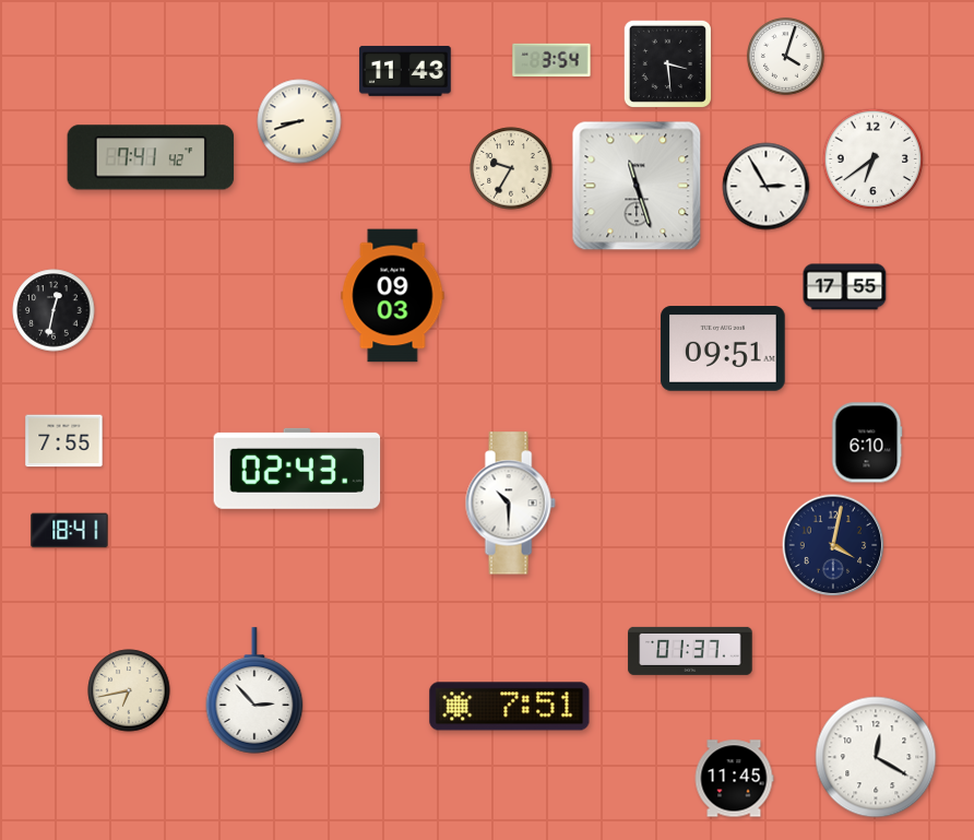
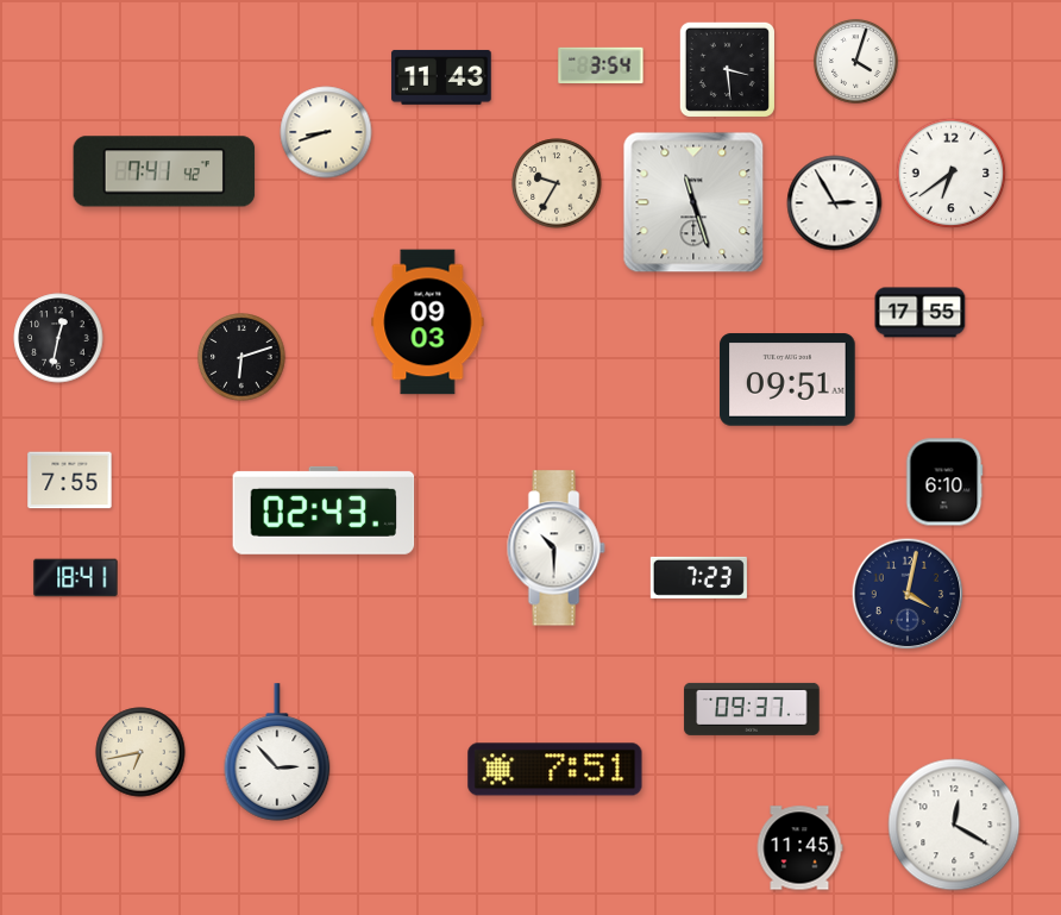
clock at (241, 357): none -> 6:12
clock at (698, 577): none -> 7:23
clock at (690, 651): 01:37 -> 09:37
